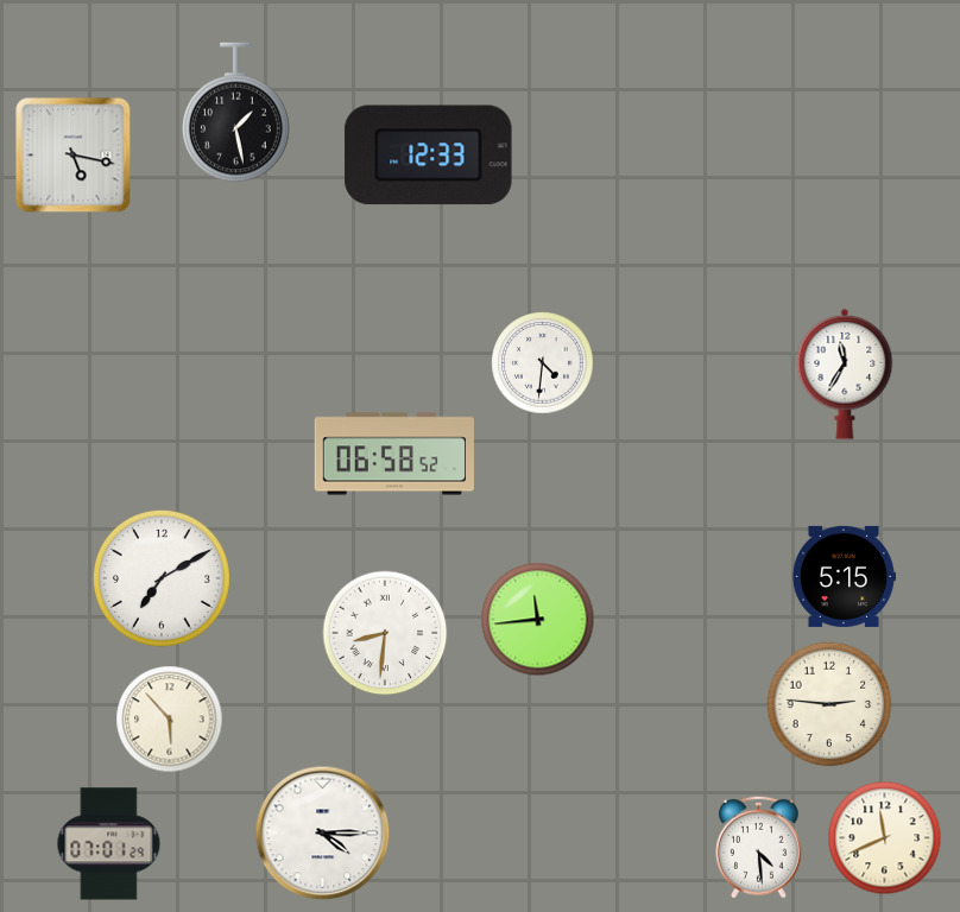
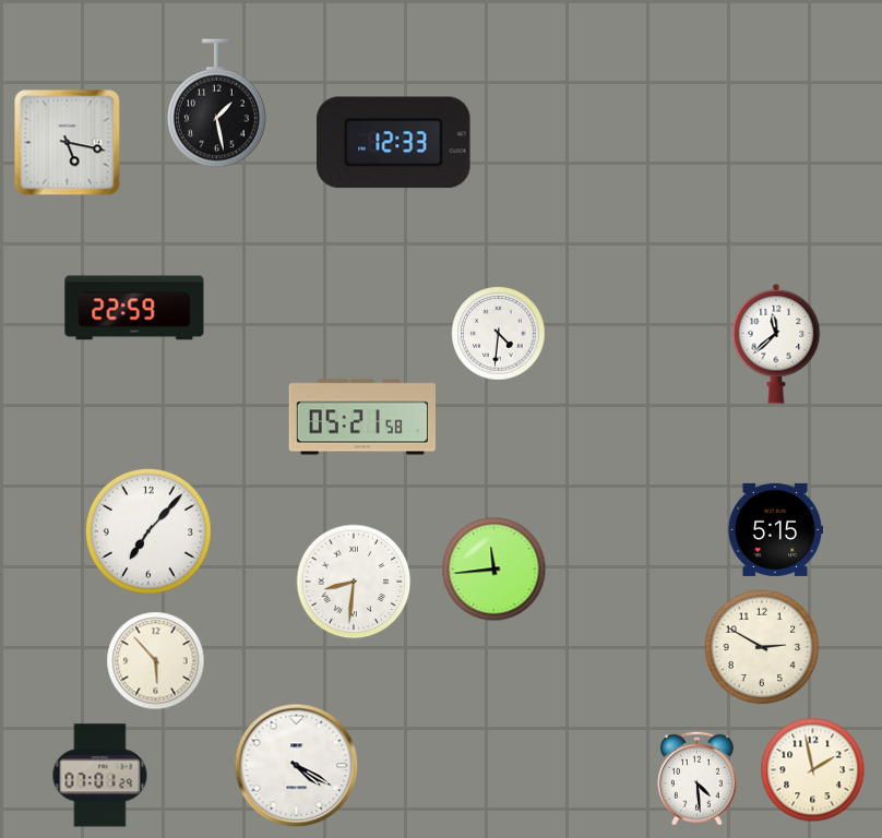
clock at (134, 308): none -> 22:59
clock at (845, 374): 11:35 -> 11:38
clock at (393, 454): 06:58 -> 05:21
clock at (162, 578): 7:10 -> 7:07
clock at (829, 704): 2:46 -> 2:50
clock at (323, 834): 4:15 -> 4:20
clock at (885, 838): 11:41 -> 1:58
